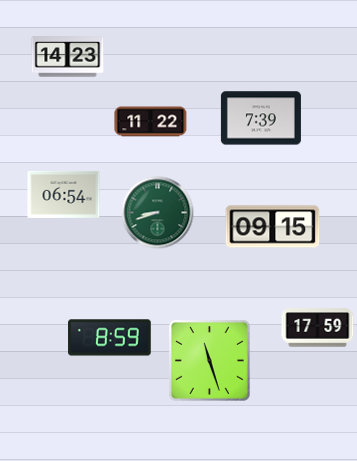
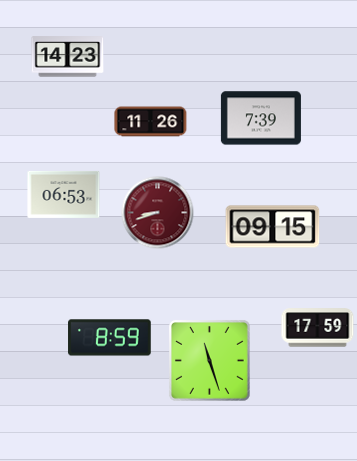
clock at (151, 122): 11:22 -> 11:26
clock at (64, 194): 06:54 -> 06:53
clock at (158, 213) dial: green -> burgundy
